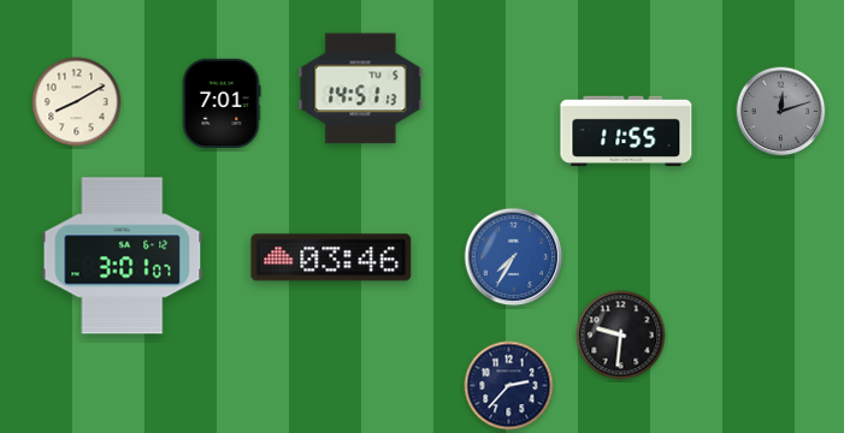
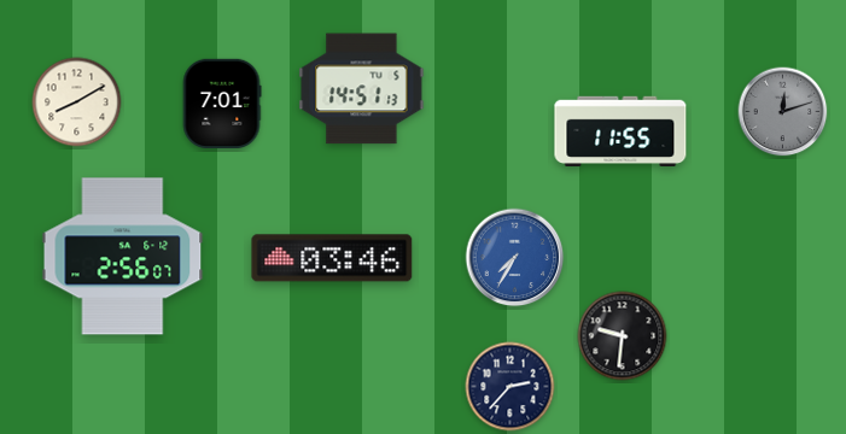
clock at (626, 131) position: (626, 131) -> (620, 131)
clock at (123, 256): 3:01 -> 2:56
